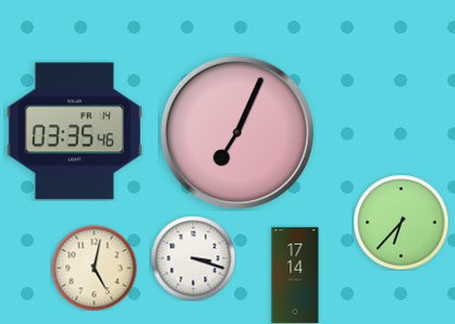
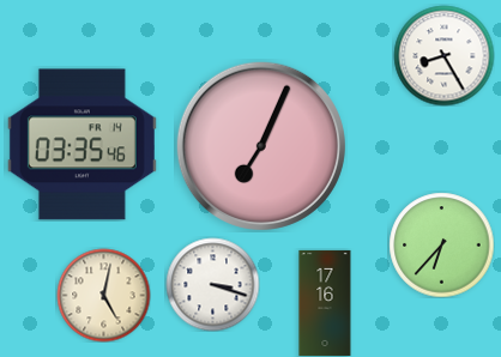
clock at (443, 55): none -> 8:25
clock at (295, 275): 17:14 -> 17:16
